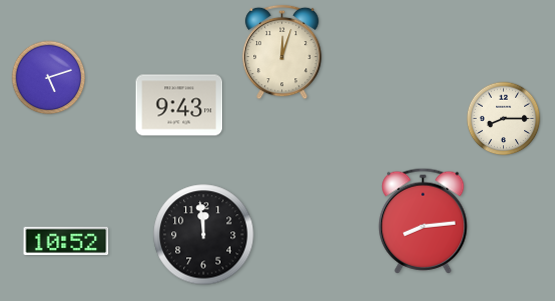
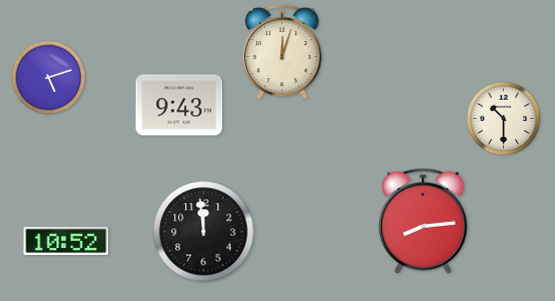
clock at (504, 119): 8:15 -> 10:30
clock at (204, 235) position: (204, 235) -> (204, 232)
